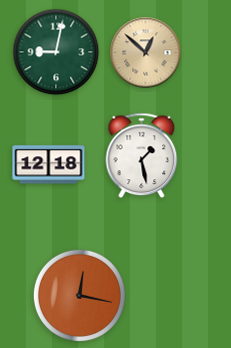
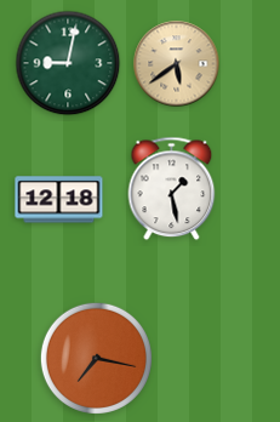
clock at (146, 53): 12:52 -> 5:39
clock at (79, 295): 12:17 -> 7:17
